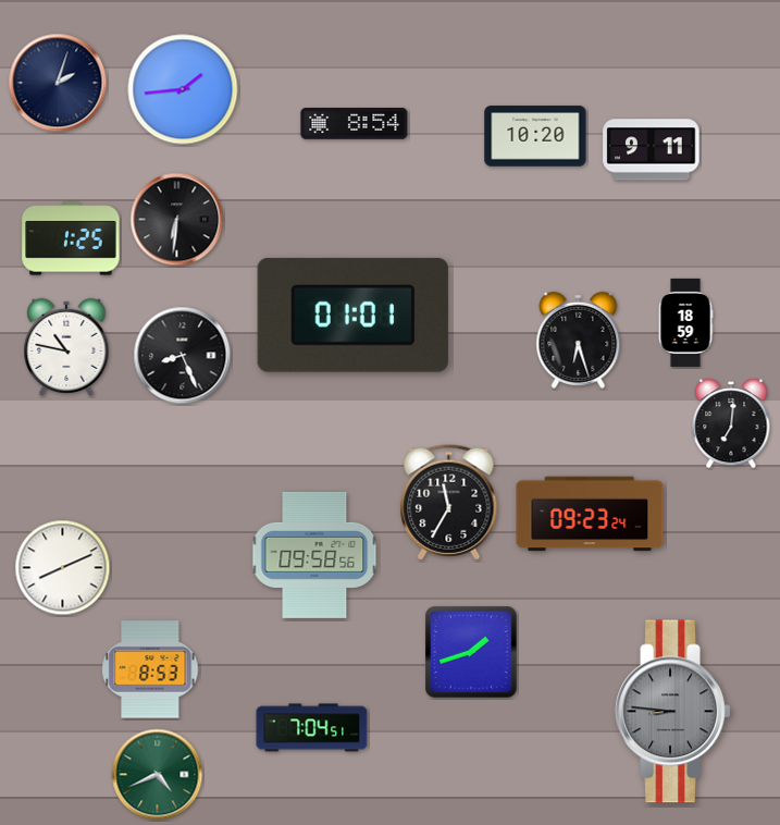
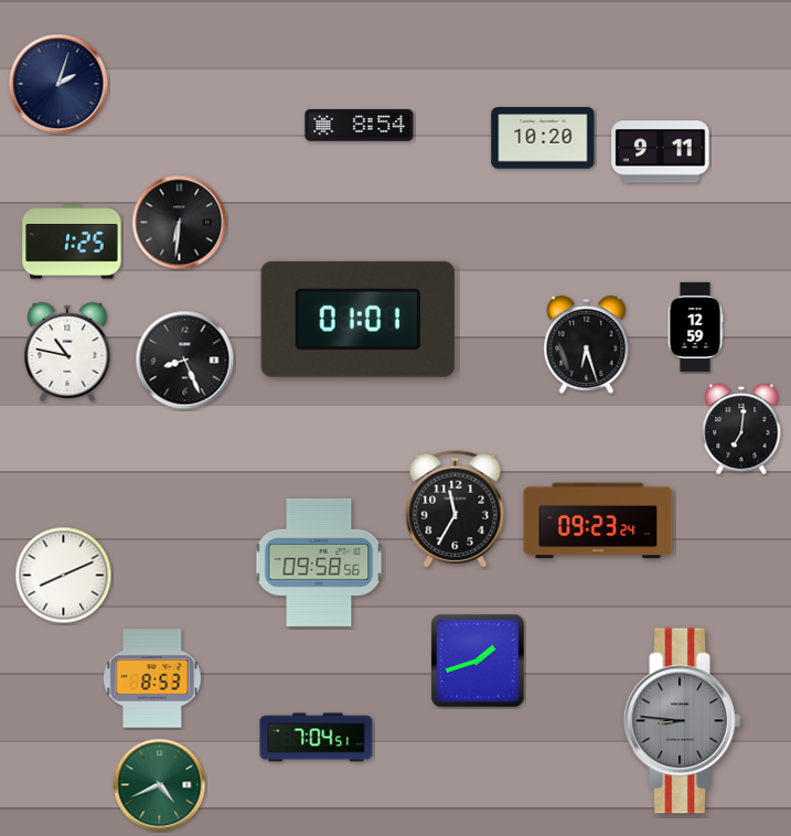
clock at (183, 89): 1:44 -> none
clock at (685, 322): 18:59 -> 12:59
